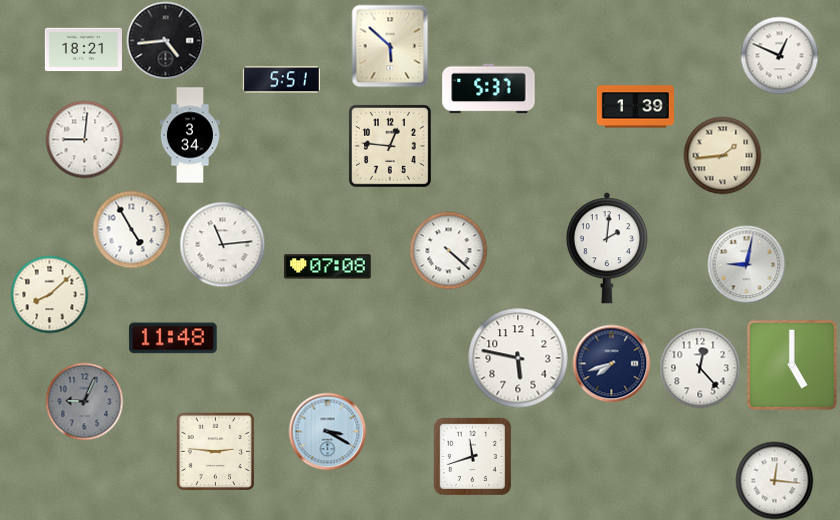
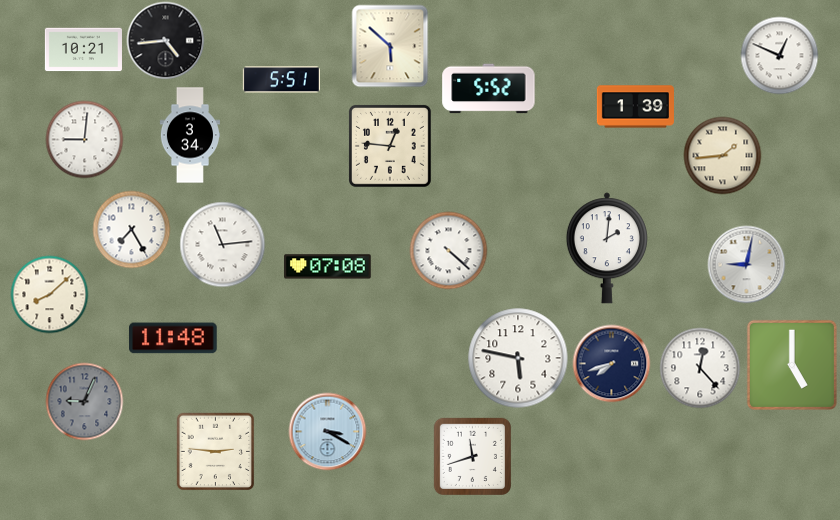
clock at (83, 50): 18:21 -> 10:21
clock at (489, 89): 5:37 -> 5:52
clock at (131, 229): 4:55 -> 7:25
clock at (774, 480): 12:16 -> none
